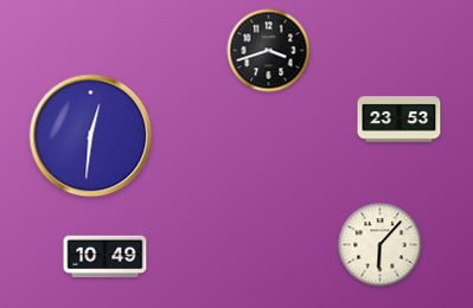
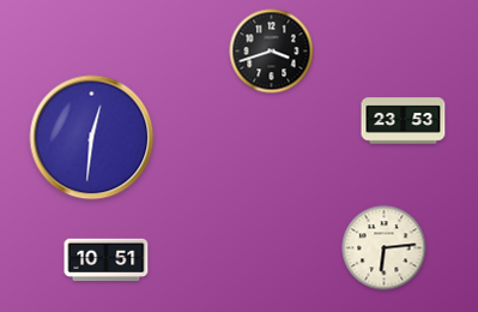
clock at (381, 245): 6:07 -> 6:14
clock at (106, 257): 10:49 -> 10:51
